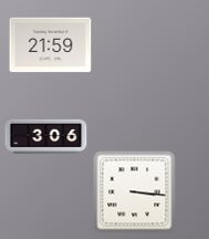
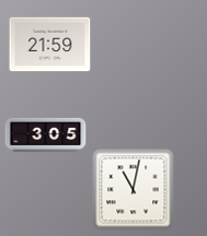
clock at (46, 136): 3:06 -> 3:05
clock at (135, 193): 3:16 -> 11:02
